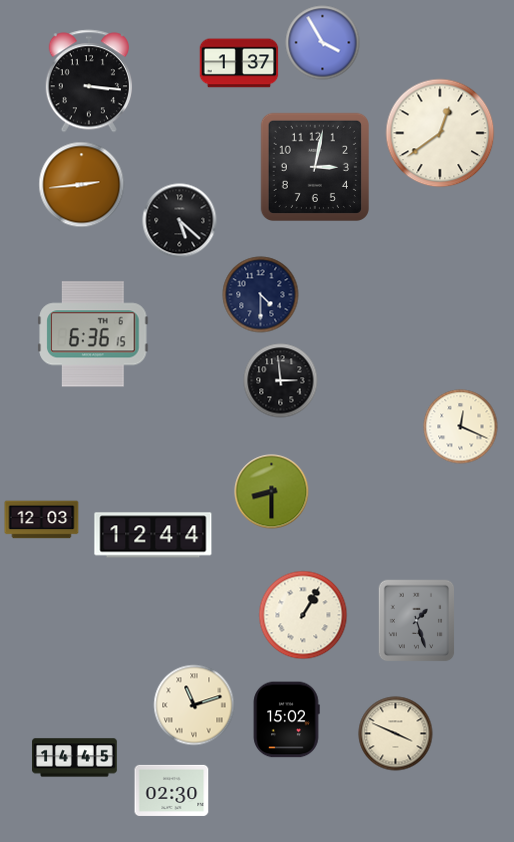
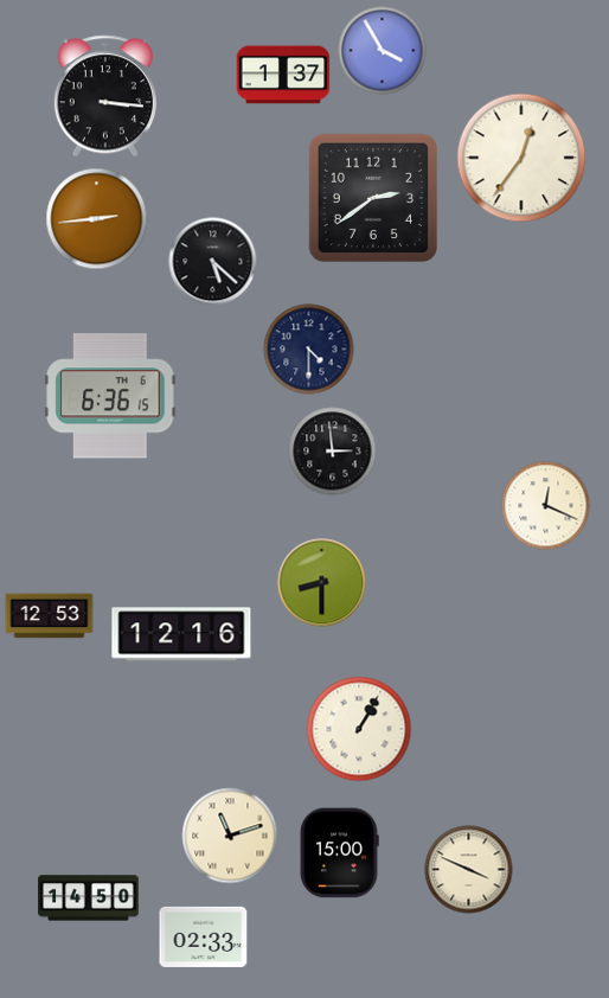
clock at (440, 133): 12:39 -> 12:36
clock at (315, 167): 3:02 -> 2:39
clock at (42, 520): 12:03 -> 12:53
clock at (153, 535): 12:44 -> 12:16
clock at (417, 621): 1:27 -> none
clock at (286, 720): 15:02 -> 15:00
clock at (75, 758): 14:45 -> 14:50
clock at (172, 790): 02:30 -> 02:33
